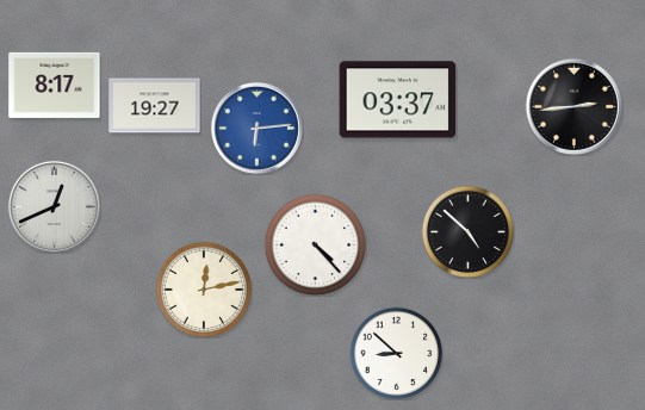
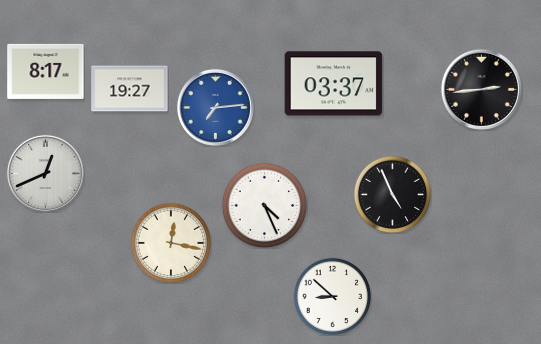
clock at (256, 128): 6:14 -> 7:14
clock at (467, 231): 4:52 -> 4:56
clock at (315, 244): 4:23 -> 4:26
clock at (204, 290): 12:13 -> 12:17
